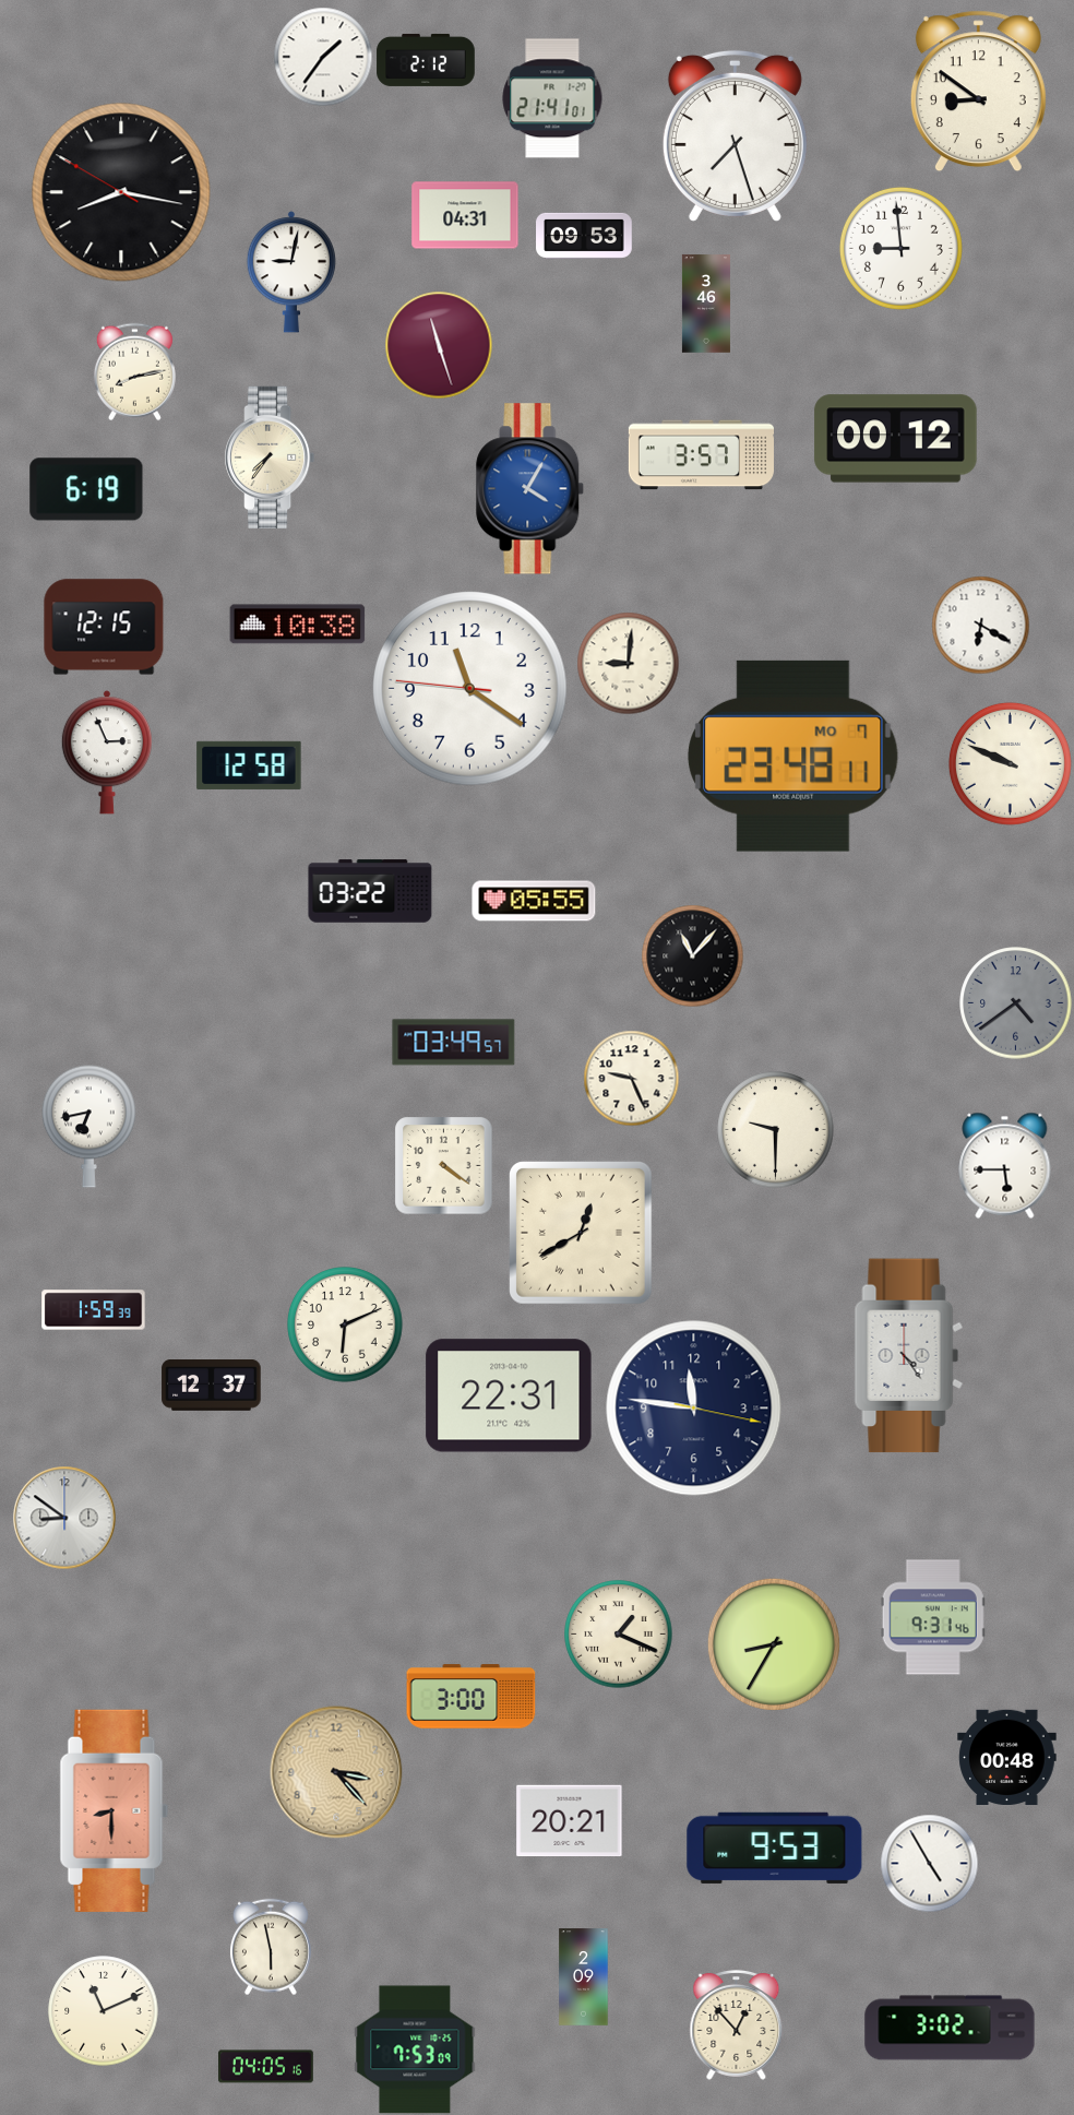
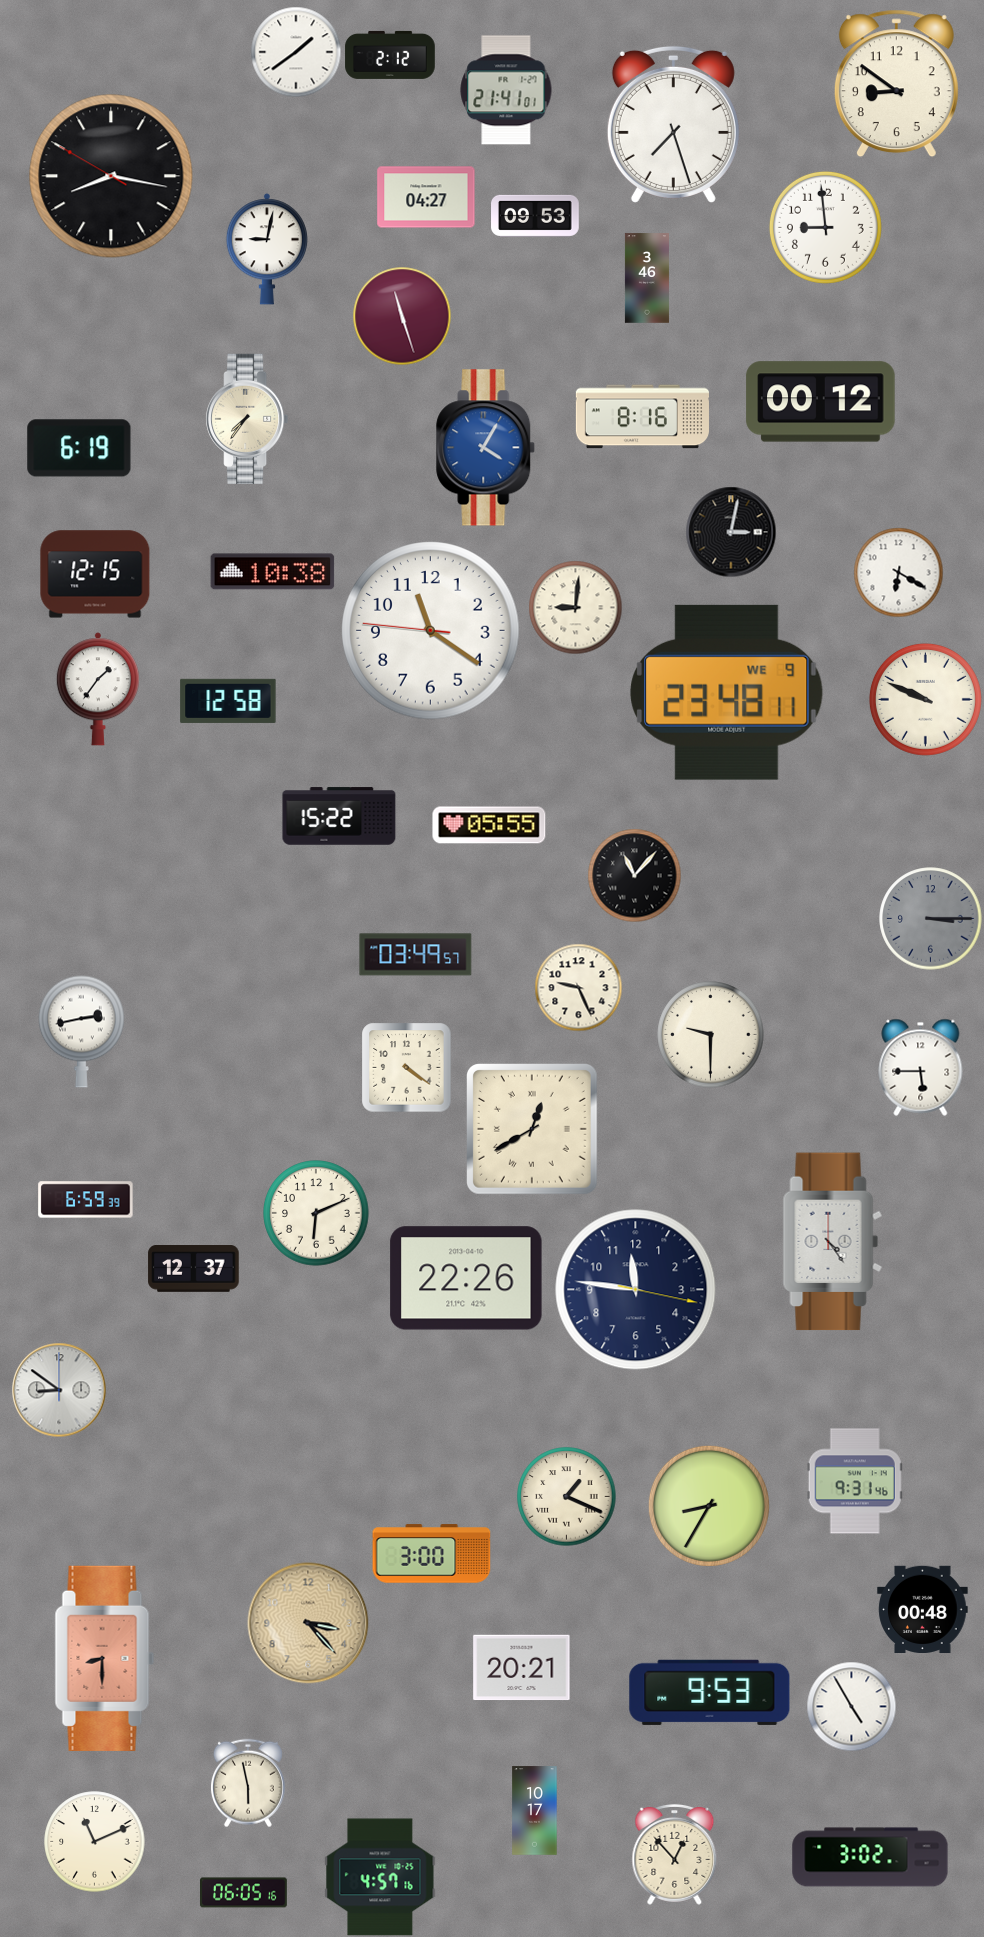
clock at (323, 57): 1:36 -> 1:39
clock at (465, 215): 04:31 -> 04:27
clock at (134, 371): 8:13 -> none
clock at (701, 455): 3:57 -> 8:16
clock at (731, 532): none -> 3:02
clock at (107, 752): 2:56 -> 1:36
clock at (793, 756) date: MO 7 -> WE 9
clock at (370, 891): 03:22 -> 15:22
clock at (1016, 1003): 4:39 -> 3:15
clock at (88, 1126): 6:43 -> 2:43
clock at (94, 1310): 1:59 -> 6:59
clock at (509, 1395): 22:31 -> 22:26
clock at (584, 1977): 2:09 -> 10:17
clock at (415, 2049): 7:53 -> 4:57
clock at (266, 2067): 04:05 -> 06:05
